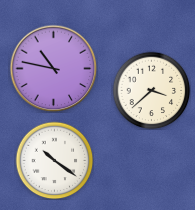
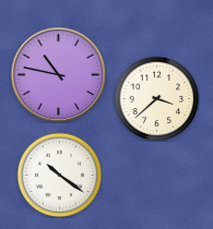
clock at (151, 90) position: (151, 90) -> (156, 98)
